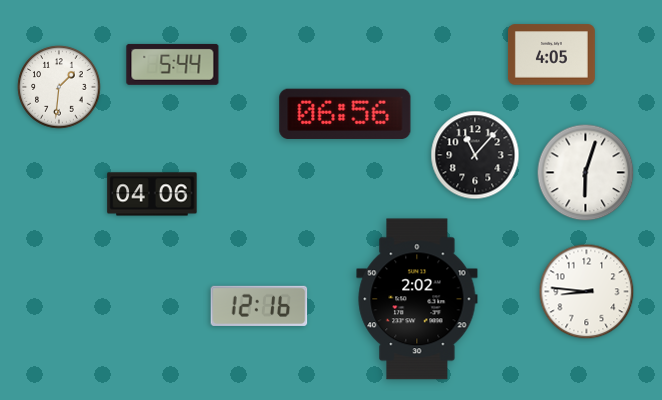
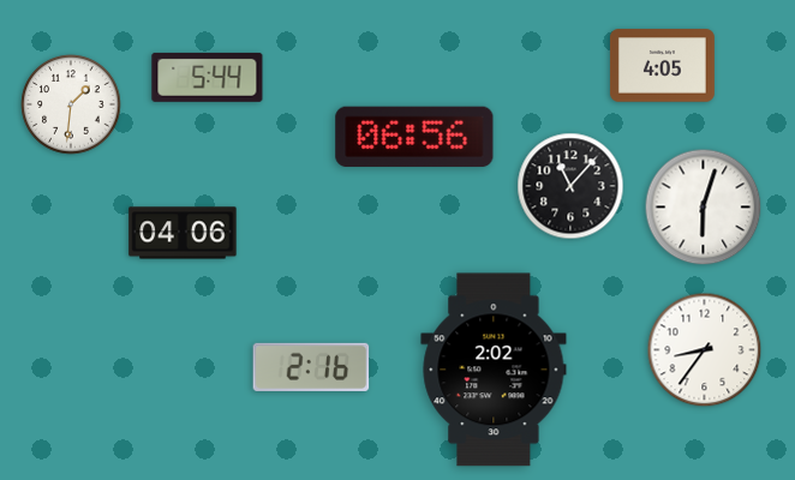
clock at (587, 292): 8:46 -> 8:36
clock at (417, 299) position: (417, 299) -> (494, 370)
clock at (259, 306): 12:16 -> 2:16
